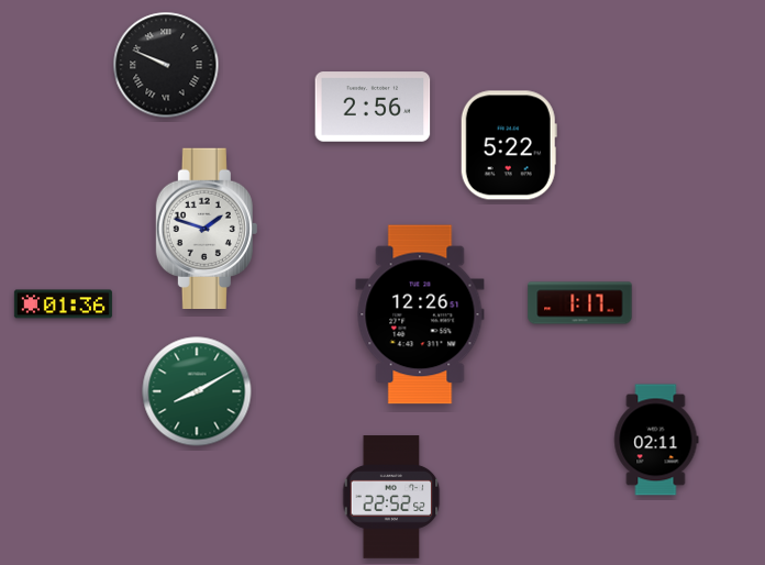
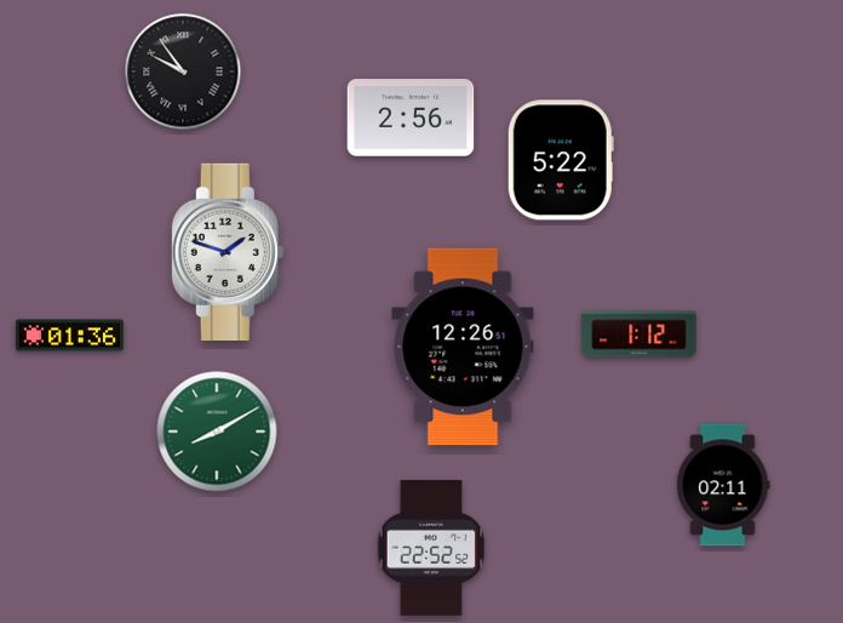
clock at (166, 65): 9:49 -> 9:54
clock at (580, 303): 1:17 -> 1:12
